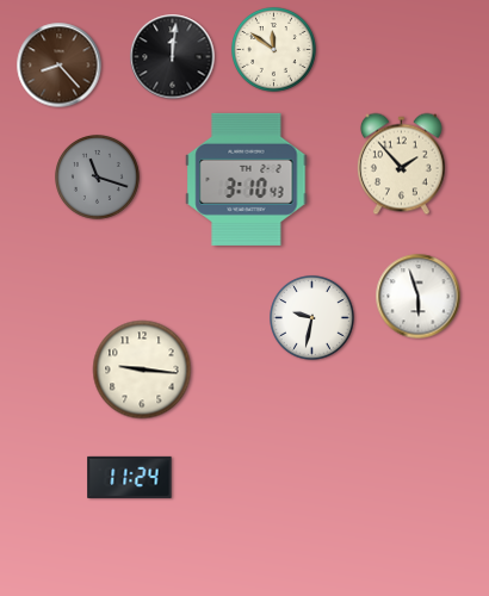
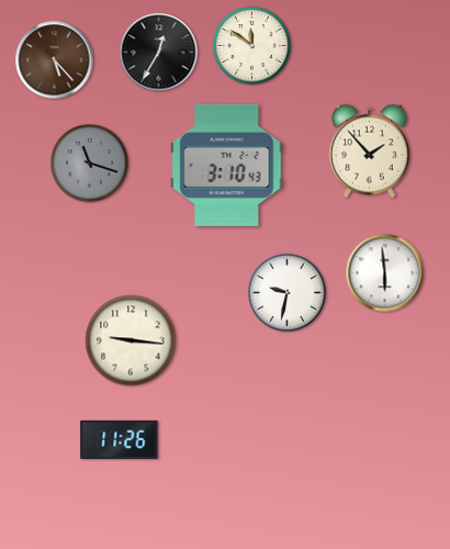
clock at (173, 57): 12:01 -> 12:35
clock at (60, 66): 8:23 -> 5:23
clock at (419, 297): 5:57 -> 5:59
clock at (130, 477): 11:24 -> 11:26
